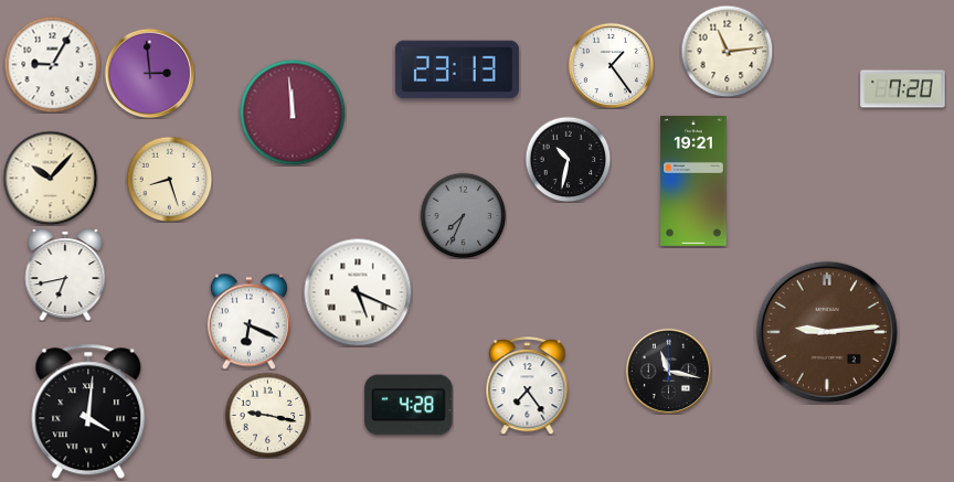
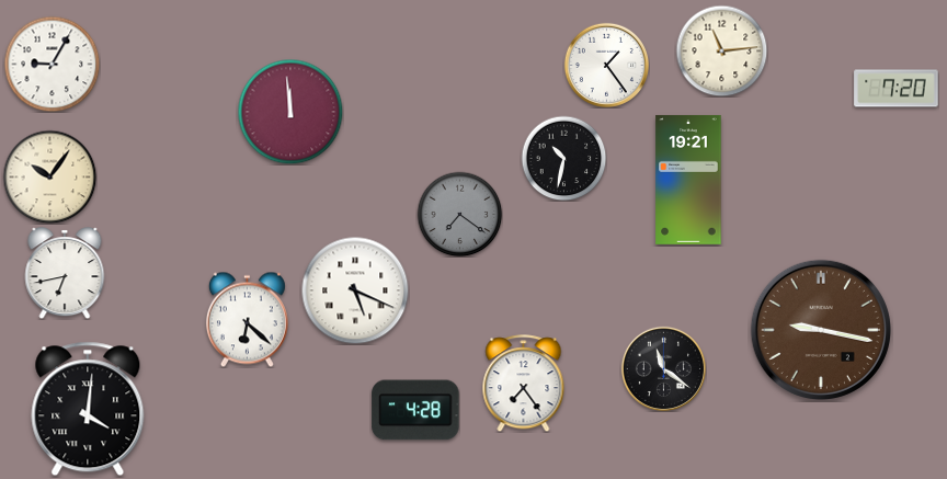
clock at (457, 69): 23:13 -> none
clock at (149, 73): 2:59 -> none
clock at (50, 178): 10:07 -> 10:06
clock at (169, 179): 8:27 -> none
clock at (463, 215): 7:34 -> 7:21
clock at (248, 321): 6:19 -> 6:22
clock at (827, 332): 9:14 -> 9:17
clock at (668, 371): 11:17 -> 11:21
clock at (409, 405) position: (409, 405) -> (415, 410)
clock at (267, 415): 9:17 -> none
